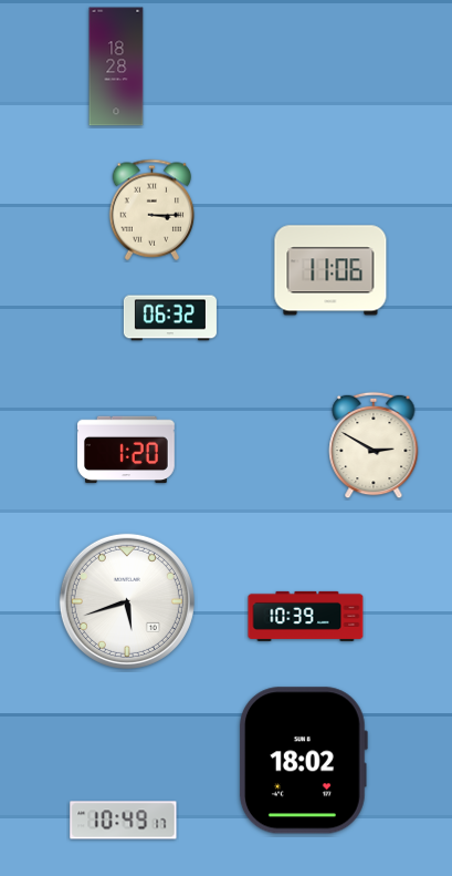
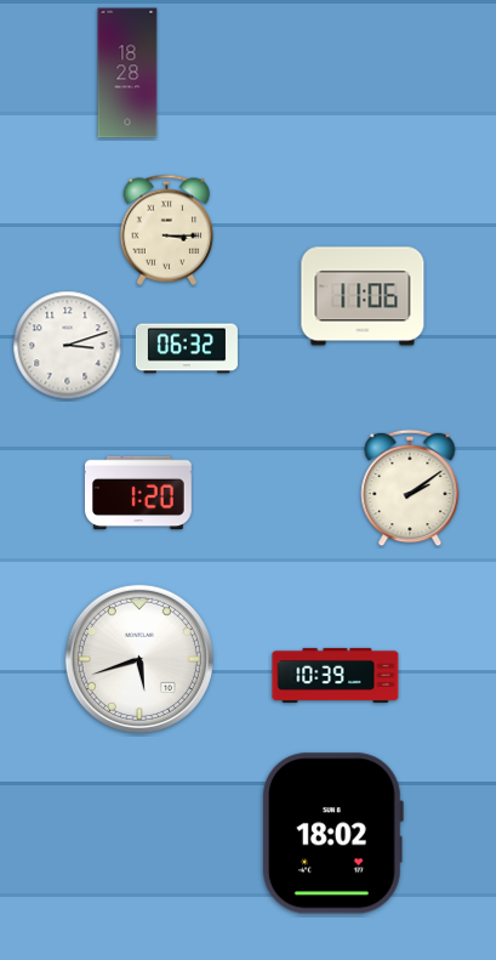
clock at (68, 346): none -> 3:12
clock at (374, 445): 2:50 -> 2:09
clock at (124, 821): 10:49 -> none
